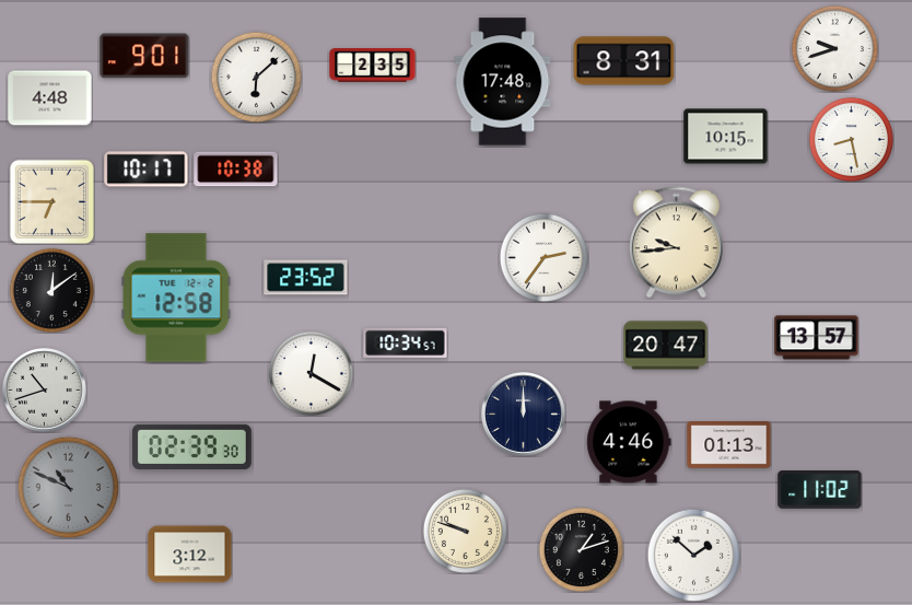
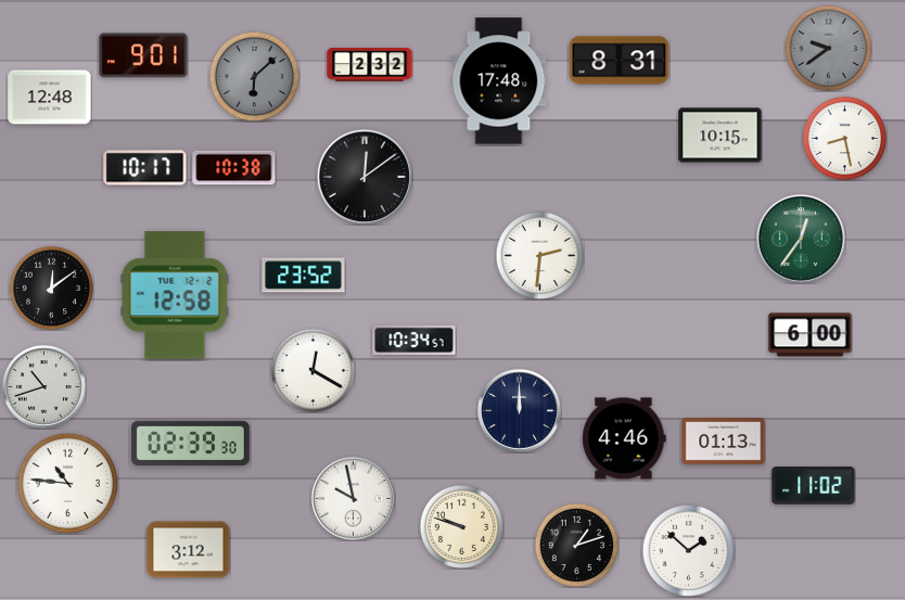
clock at (834, 48): 9:42 -> 9:39
clock at (834, 48) dial: white -> grey
clock at (373, 66): 2:35 -> 2:32
clock at (256, 77) dial: white -> grey
clock at (50, 98): 4:48 -> 12:48
clock at (364, 176): none -> 12:09
clock at (51, 201): 6:45 -> none
clock at (801, 239): none -> 12:36
clock at (676, 243): 9:44 -> none
clock at (543, 257): 2:36 -> 2:31
clock at (817, 338): 13:57 -> 6:00
clock at (406, 342) position: (406, 342) -> (415, 340)
clock at (666, 346): 20:47 -> none
clock at (311, 373) position: (311, 373) -> (313, 370)
clock at (68, 487): 10:49 -> 10:46
clock at (68, 487) dial: grey -> white
clock at (354, 499): none -> 9:58
